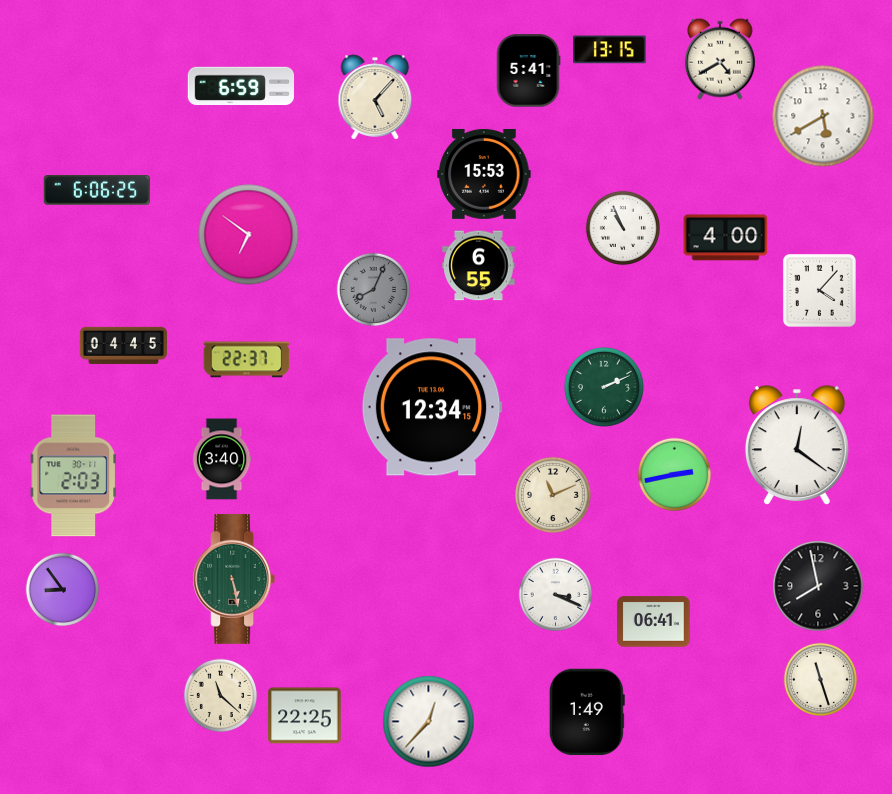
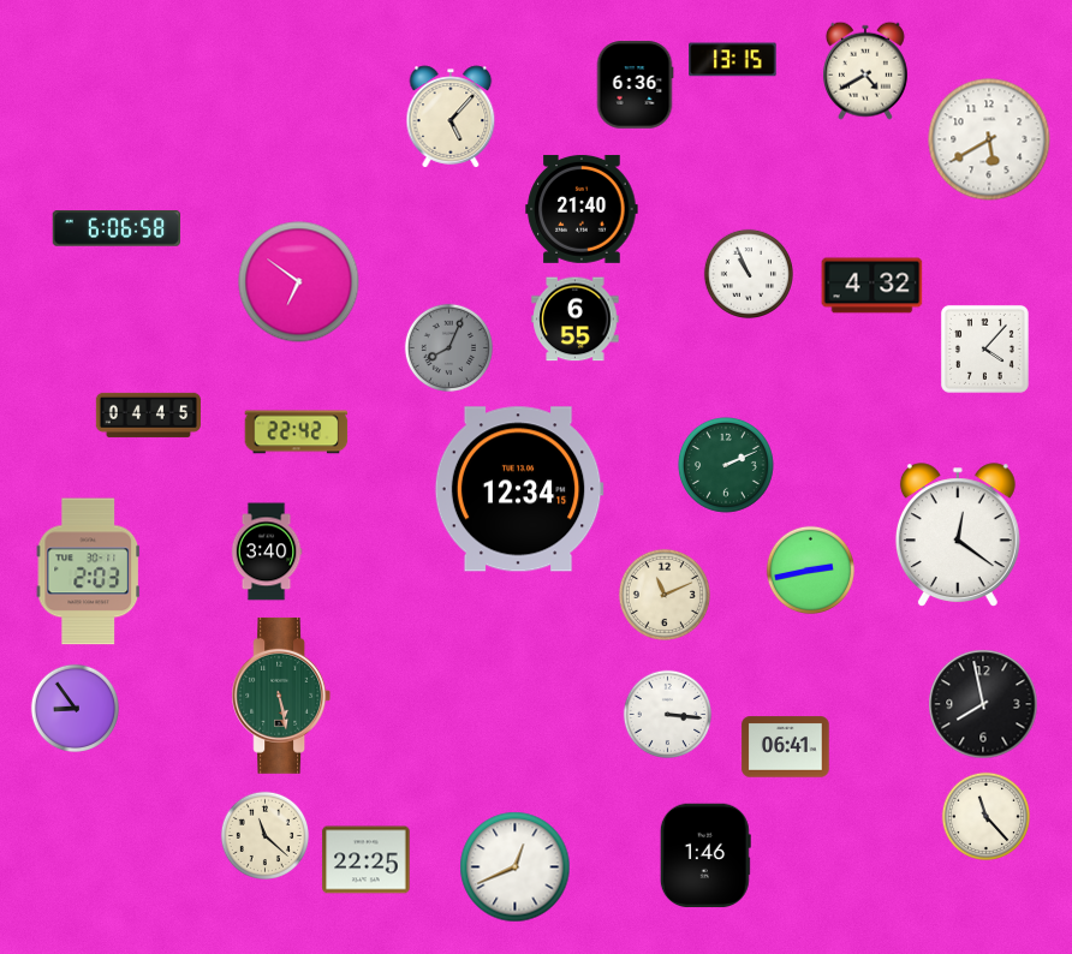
clock at (528, 71): 5:41 -> 6:36
clock at (240, 85): 6:59 -> none
clock at (484, 174): 15:53 -> 21:40
clock at (96, 190): 6:06:25 -> 6:06:58
clock at (726, 238): 4:00 -> 4:32
clock at (247, 360): 22:37 -> 22:42
clock at (555, 594): 3:19 -> 3:16
clock at (820, 679): 11:27 -> 11:23
clock at (587, 712): 1:49 -> 1:46
clock at (429, 722): 12:37 -> 12:41
